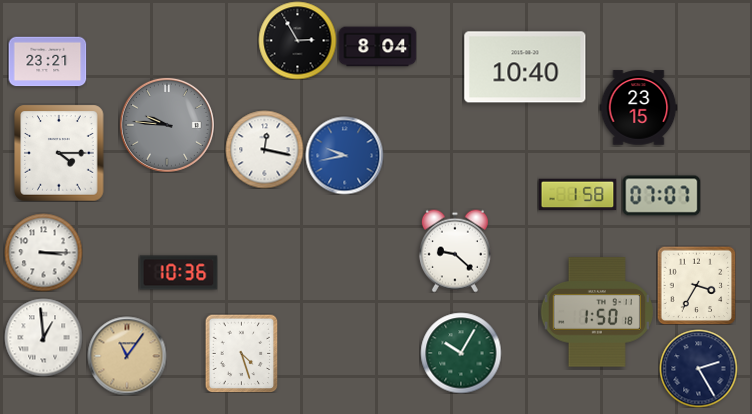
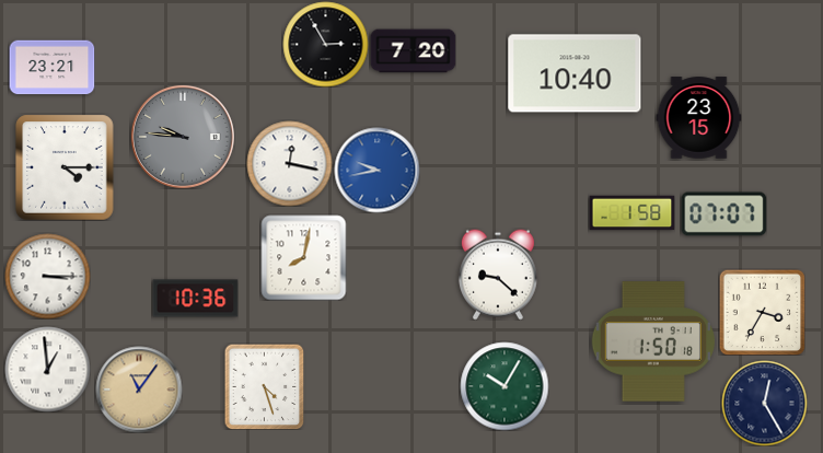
clock at (377, 47): 8:04 -> 7:20
clock at (303, 257): none -> 8:02
clock at (698, 368): 2:25 -> 12:25
